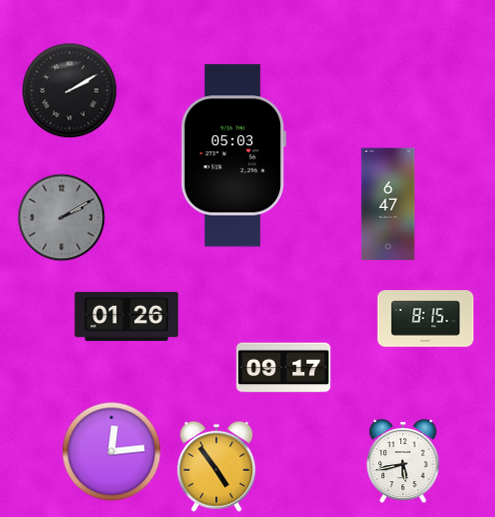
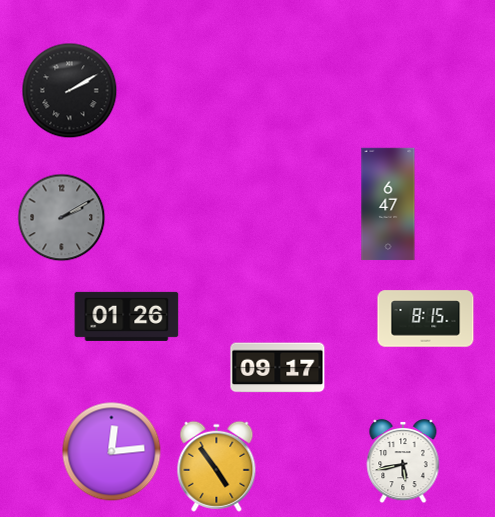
clock at (233, 156): 05:03 -> none
clock at (284, 368) position: (284, 368) -> (278, 368)
